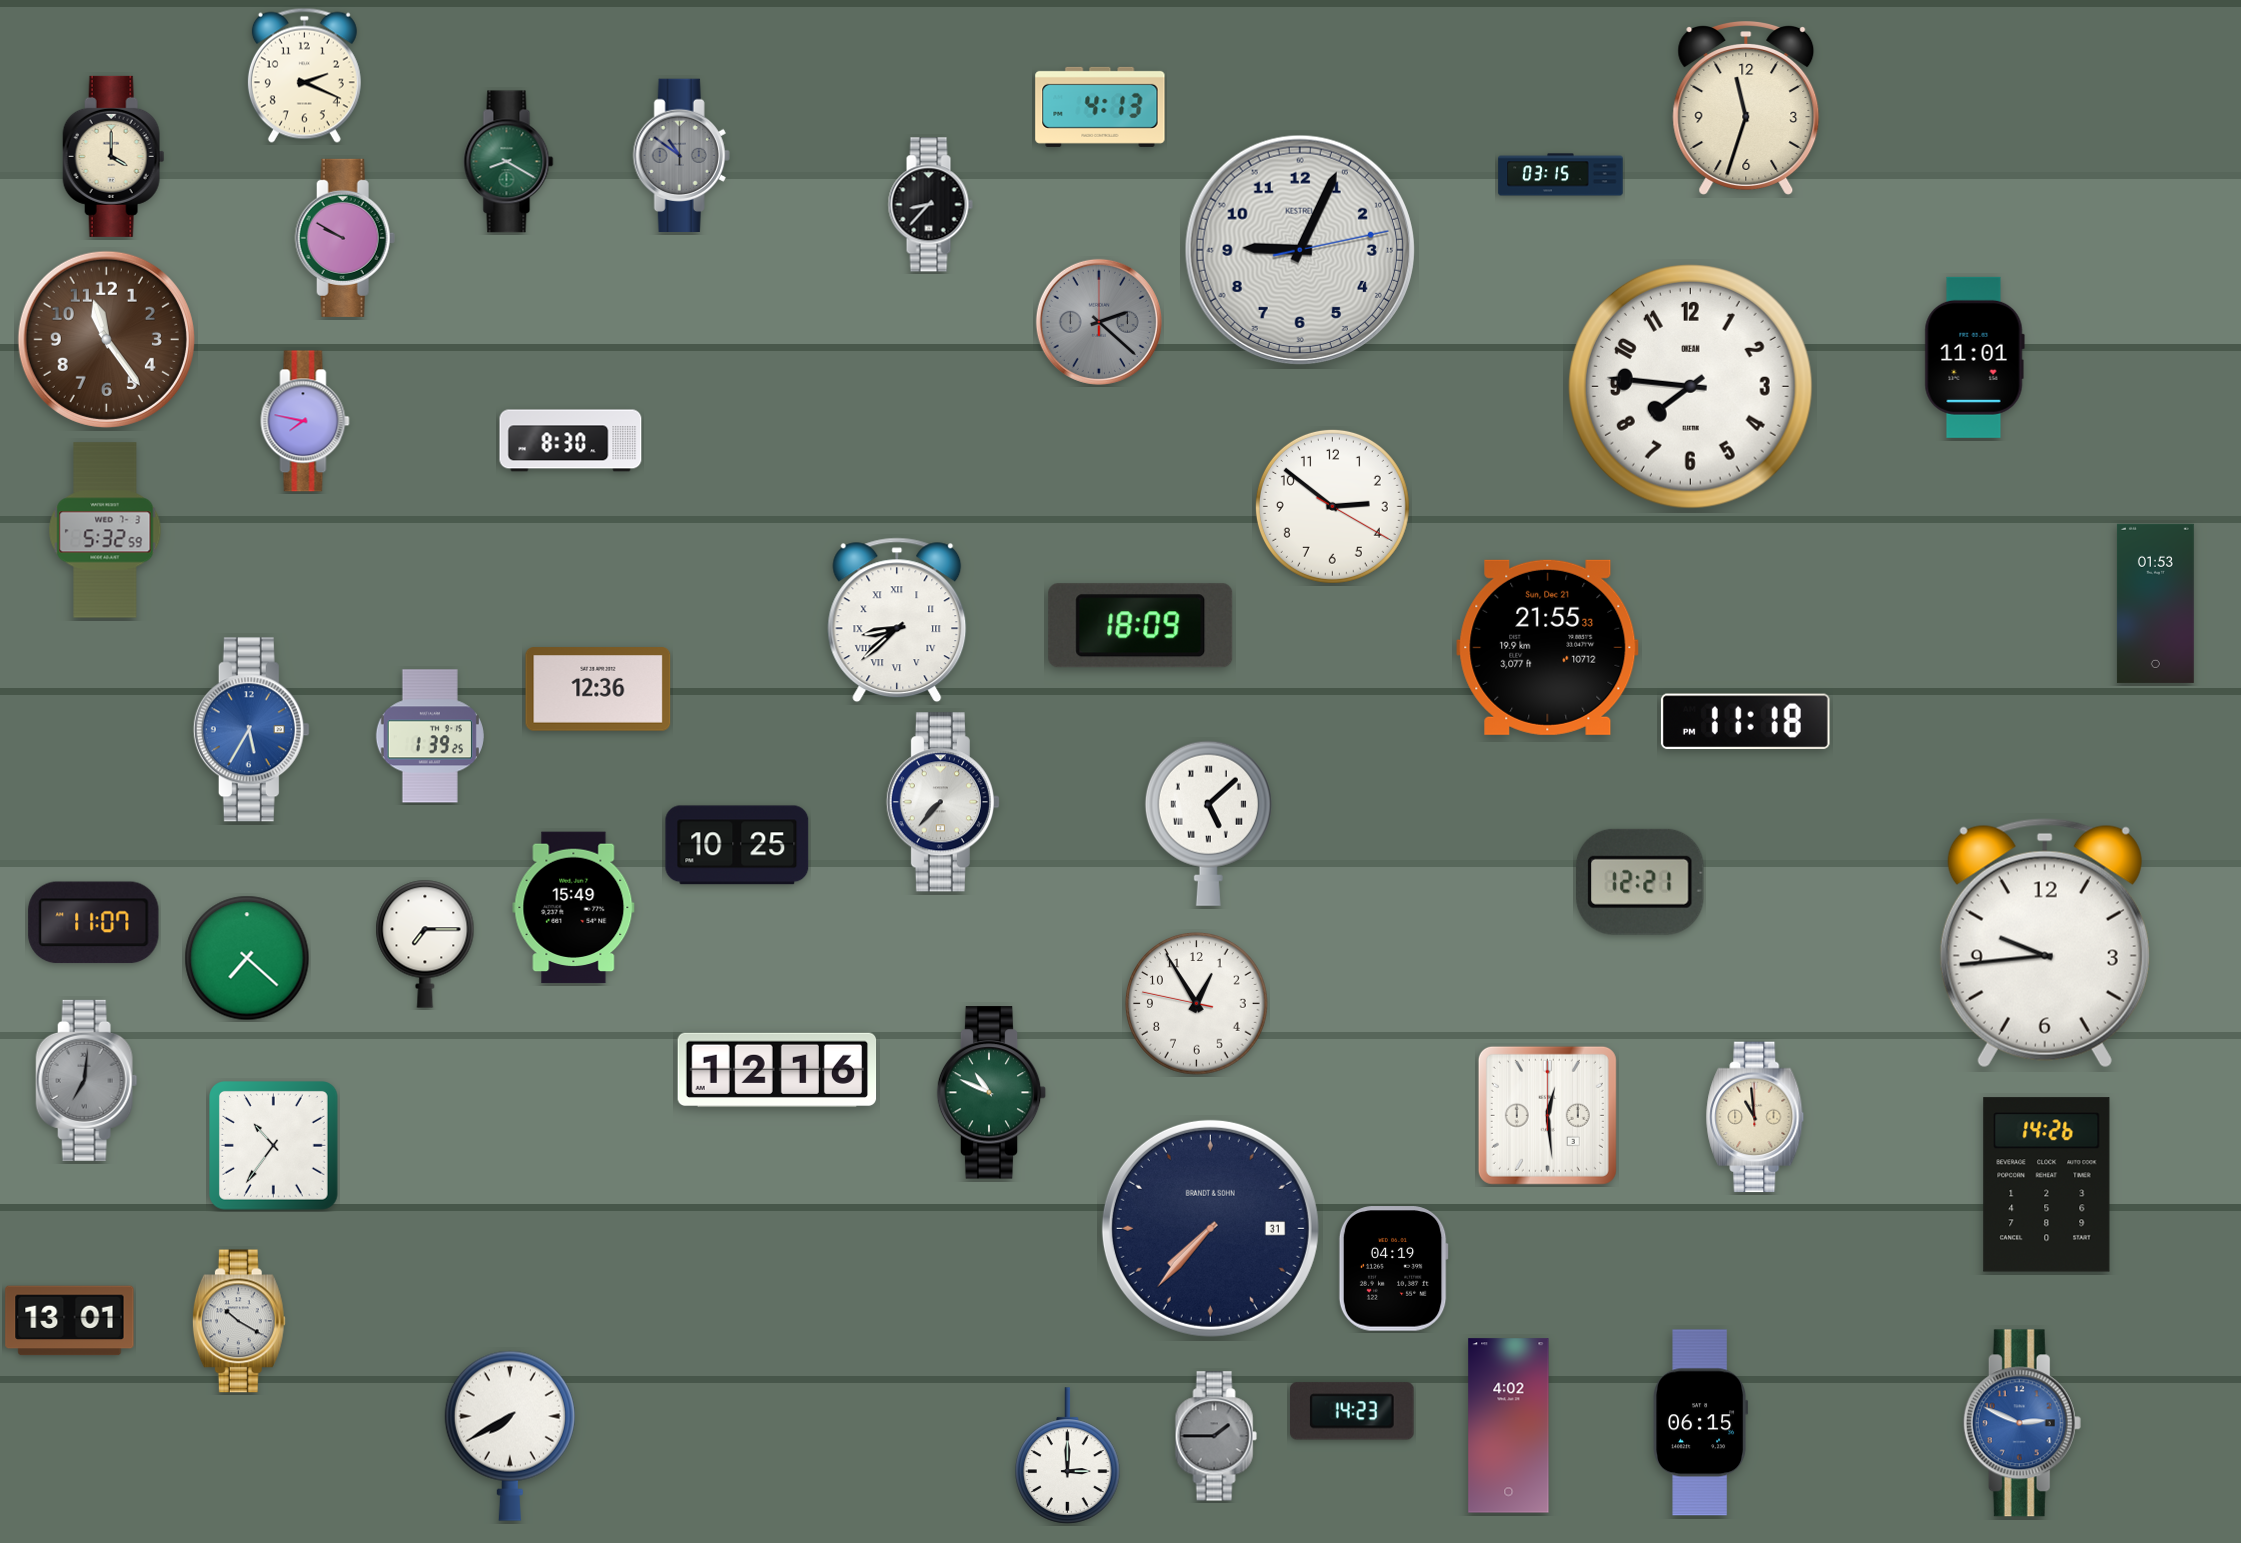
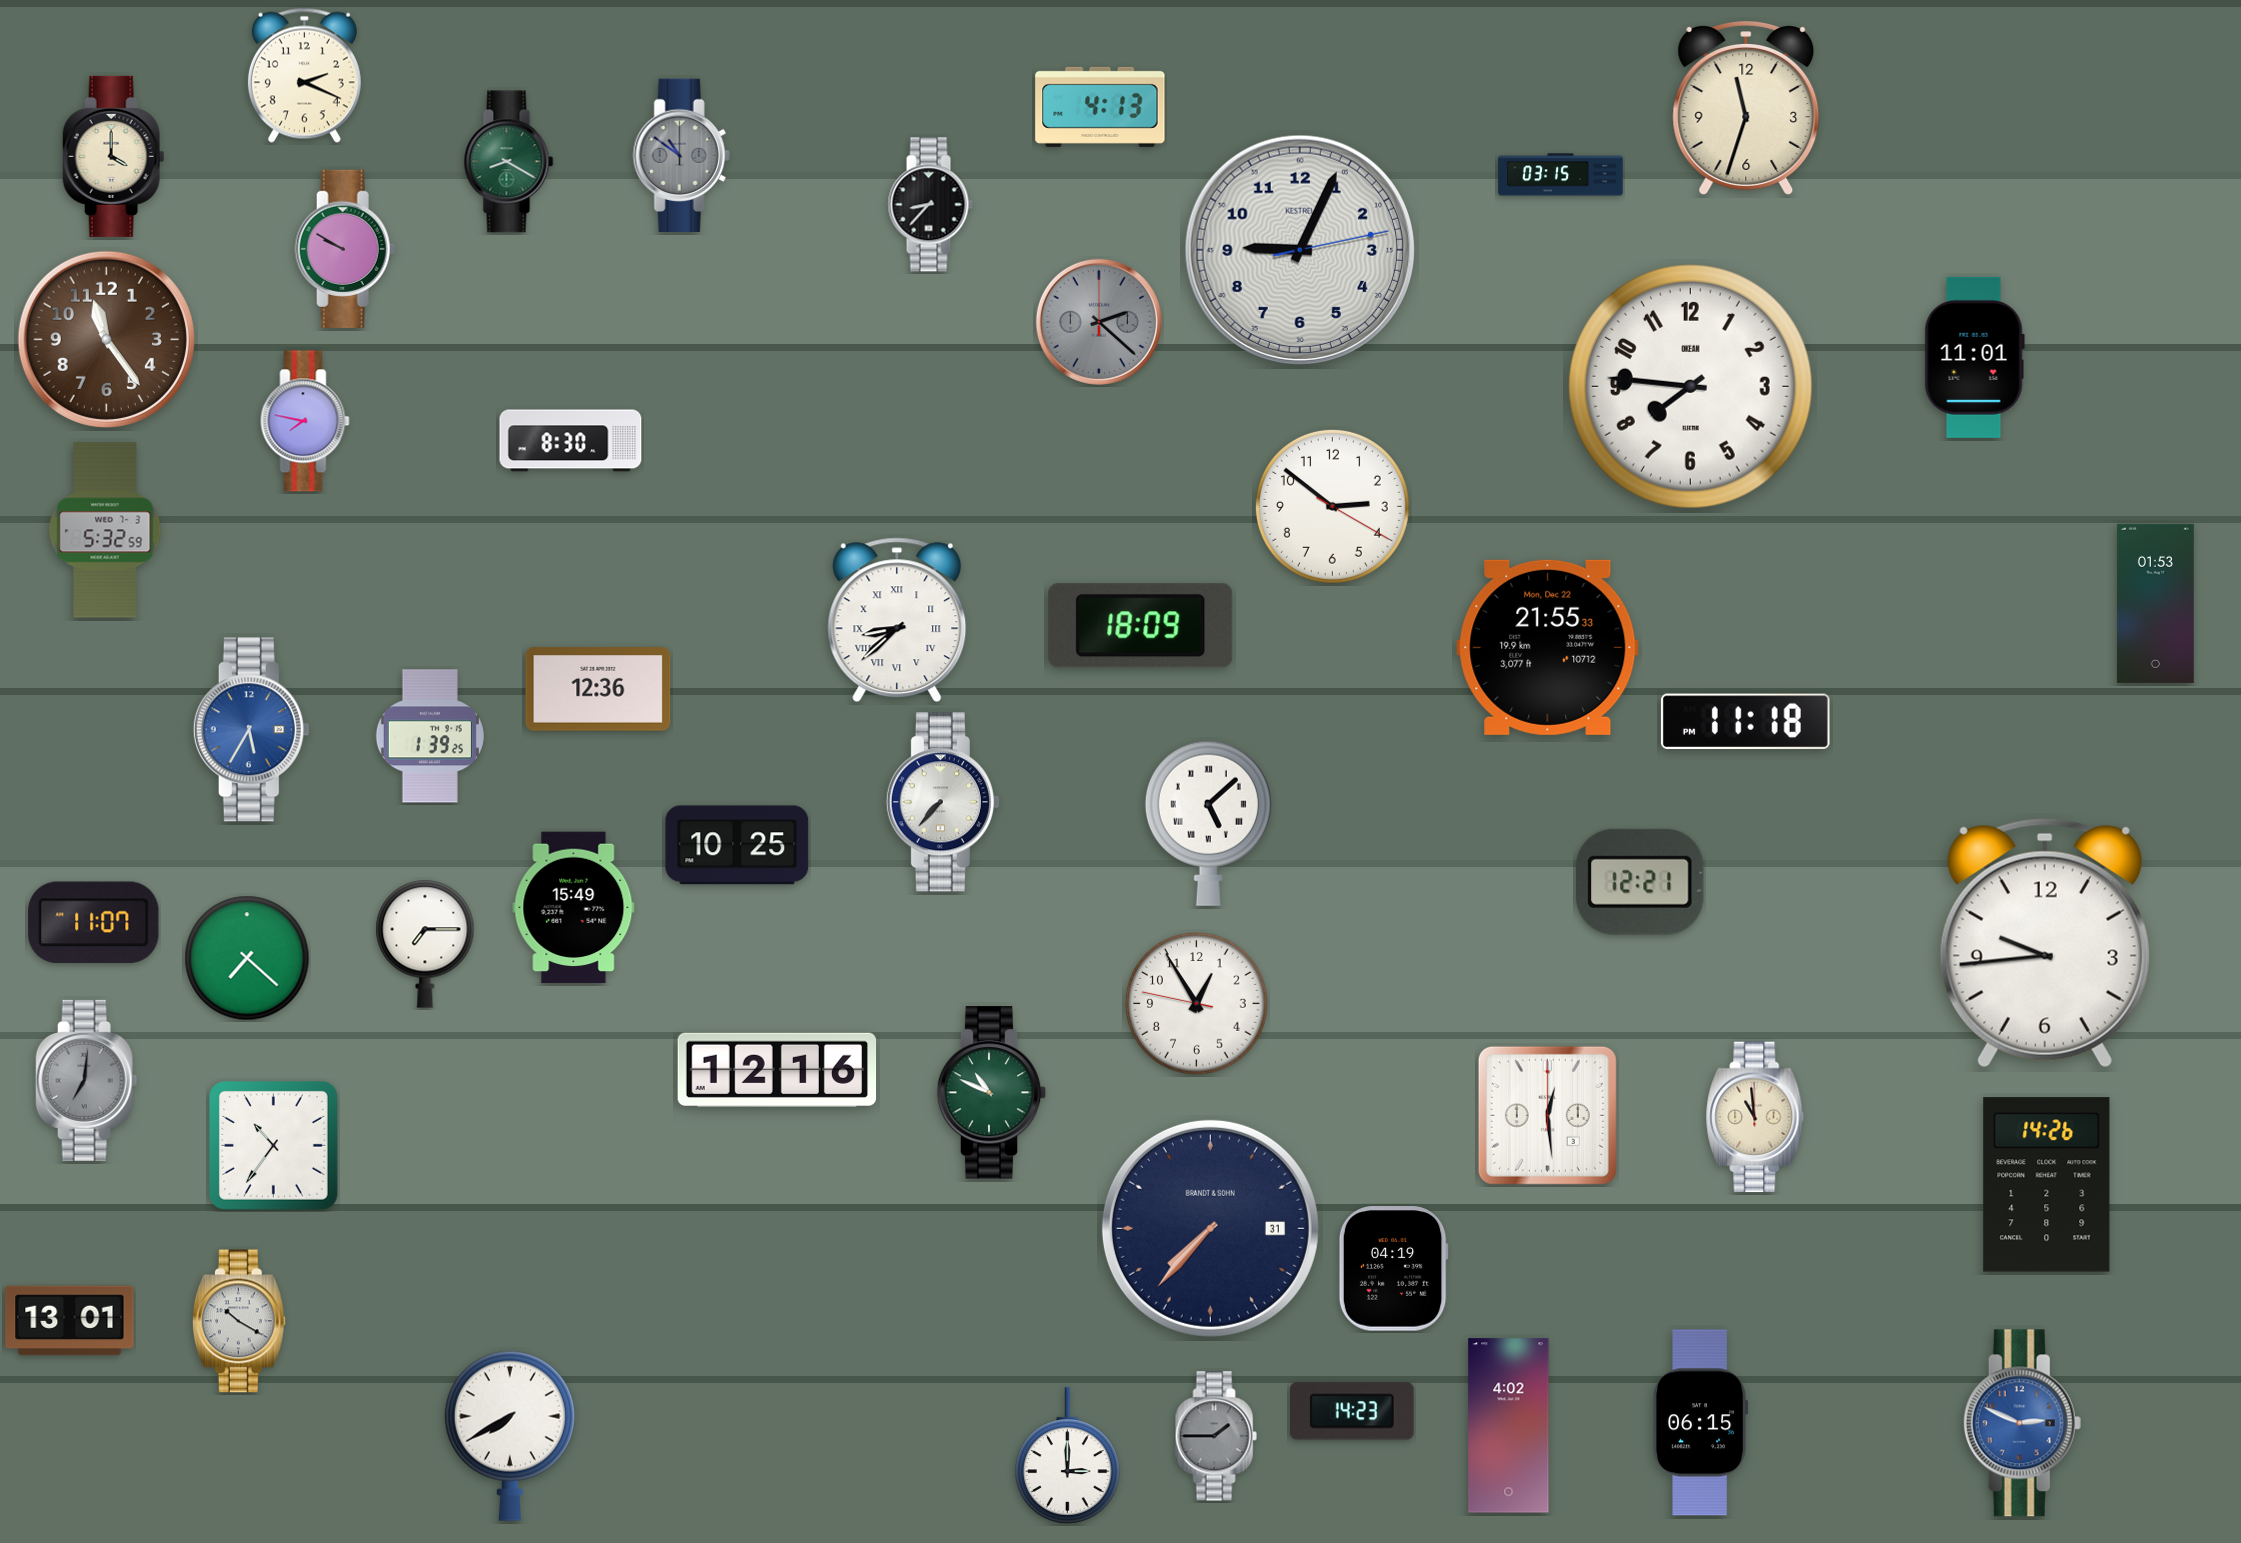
clock at (345, 238) position: (345, 238) -> (345, 249)
clock at (1548, 647) date: Sun, Dec 21 -> Mon, Dec 22
